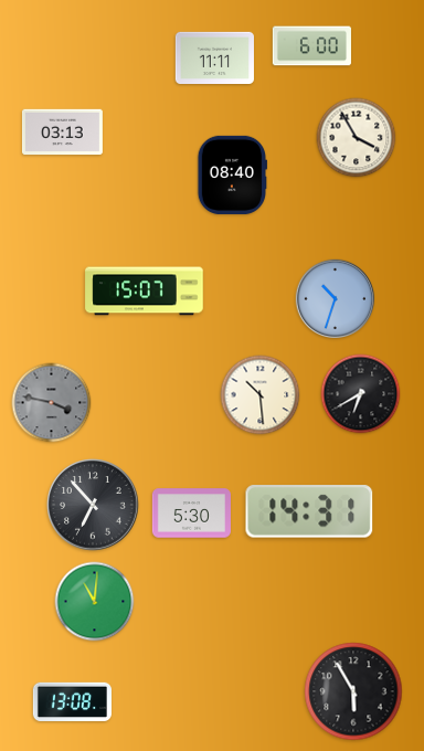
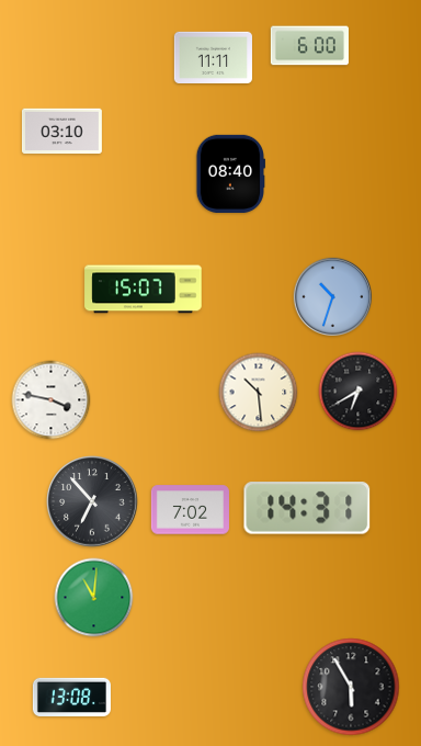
clock at (62, 133): 03:13 -> 03:10
clock at (357, 138): 3:55 -> none
clock at (52, 403) dial: grey -> white
clock at (191, 514): 5:30 -> 7:02
